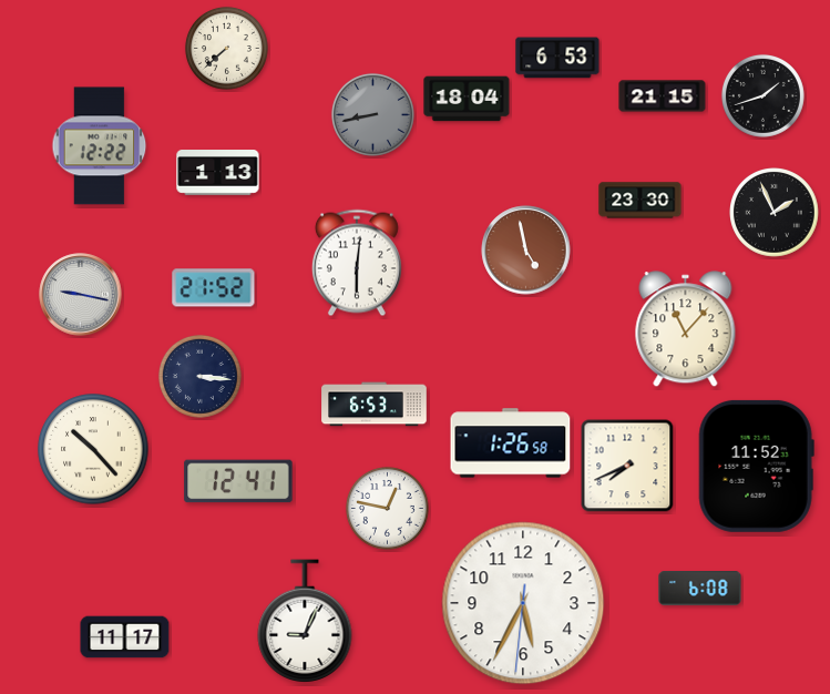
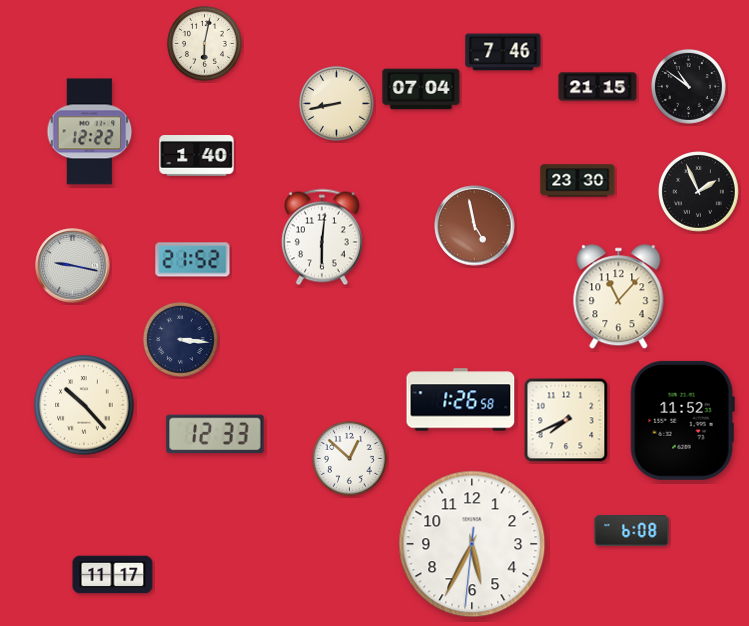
clock at (226, 48): 7:38 -> 6:02
clock at (557, 58): 6:53 -> 7:46
clock at (762, 95): 1:42 -> 10:51
clock at (467, 99): 18:04 -> 07:04
clock at (372, 114) dial: grey -> cream
clock at (218, 173): 1:13 -> 1:40
clock at (375, 405): 6:53 -> none
clock at (238, 481): 12:41 -> 12:33
clock at (387, 508): 12:47 -> 12:52
clock at (305, 621): 9:04 -> none
